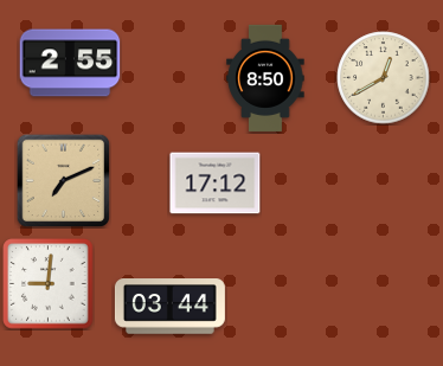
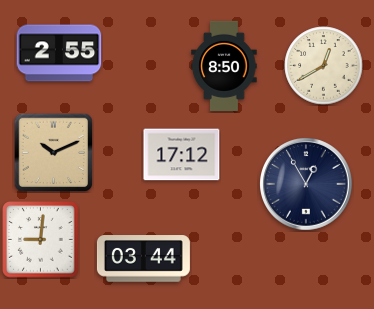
clock at (63, 180): 7:11 -> 10:11
clock at (307, 185): none -> 12:55
